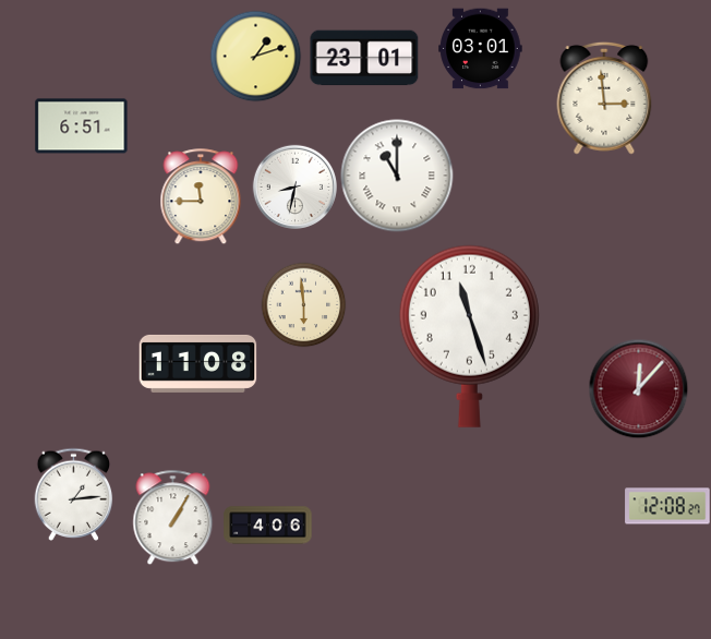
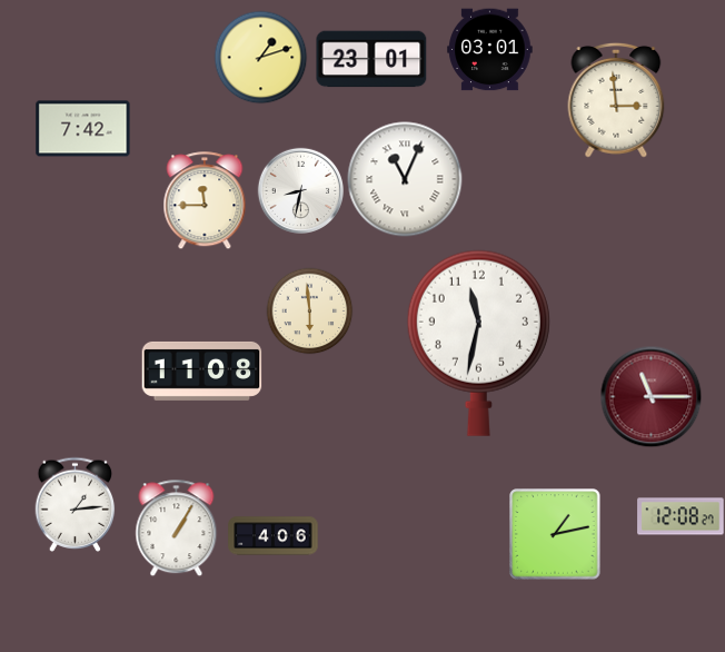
clock at (82, 126): 6:51 -> 7:42
clock at (397, 176): 11:00 -> 11:04
clock at (469, 336): 11:27 -> 11:32
clock at (638, 388): 12:07 -> 11:15
clock at (555, 534): none -> 1:13
